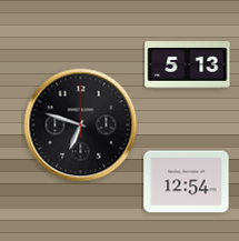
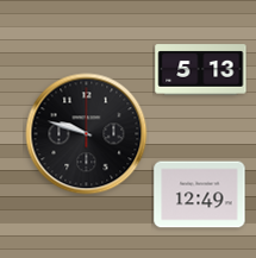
clock at (81, 125): 6:48 -> 9:48
clock at (187, 182): 12:54 -> 12:49
